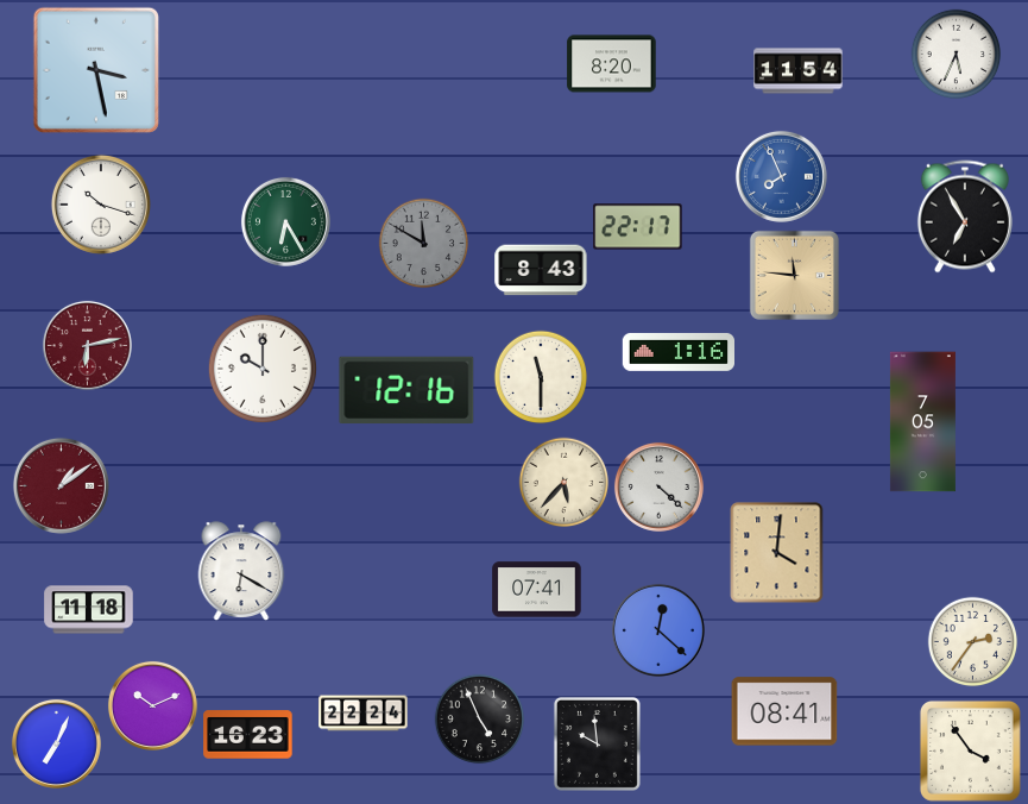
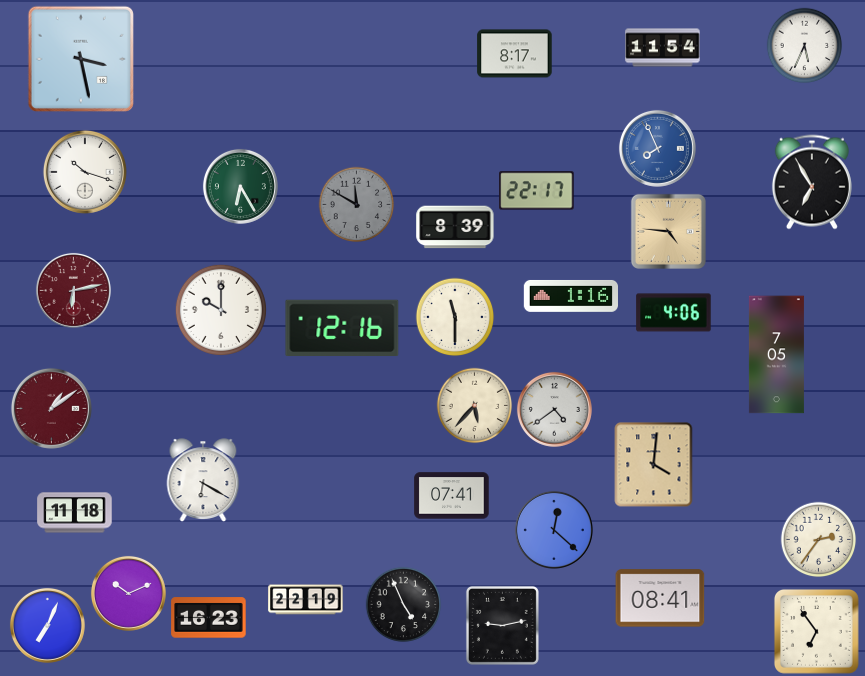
clock at (612, 64): 8:20 -> 8:17
clock at (799, 71) position: (799, 71) -> (663, 48)
clock at (541, 270): 8:43 -> 8:39
clock at (794, 275): 11:46 -> 4:46
clock at (674, 313): none -> 4:06
clock at (658, 486): 4:22 -> 4:39
clock at (364, 714): 22:24 -> 22:19
clock at (597, 743): 9:59 -> 9:13
clock at (970, 750): 3:54 -> 6:54
